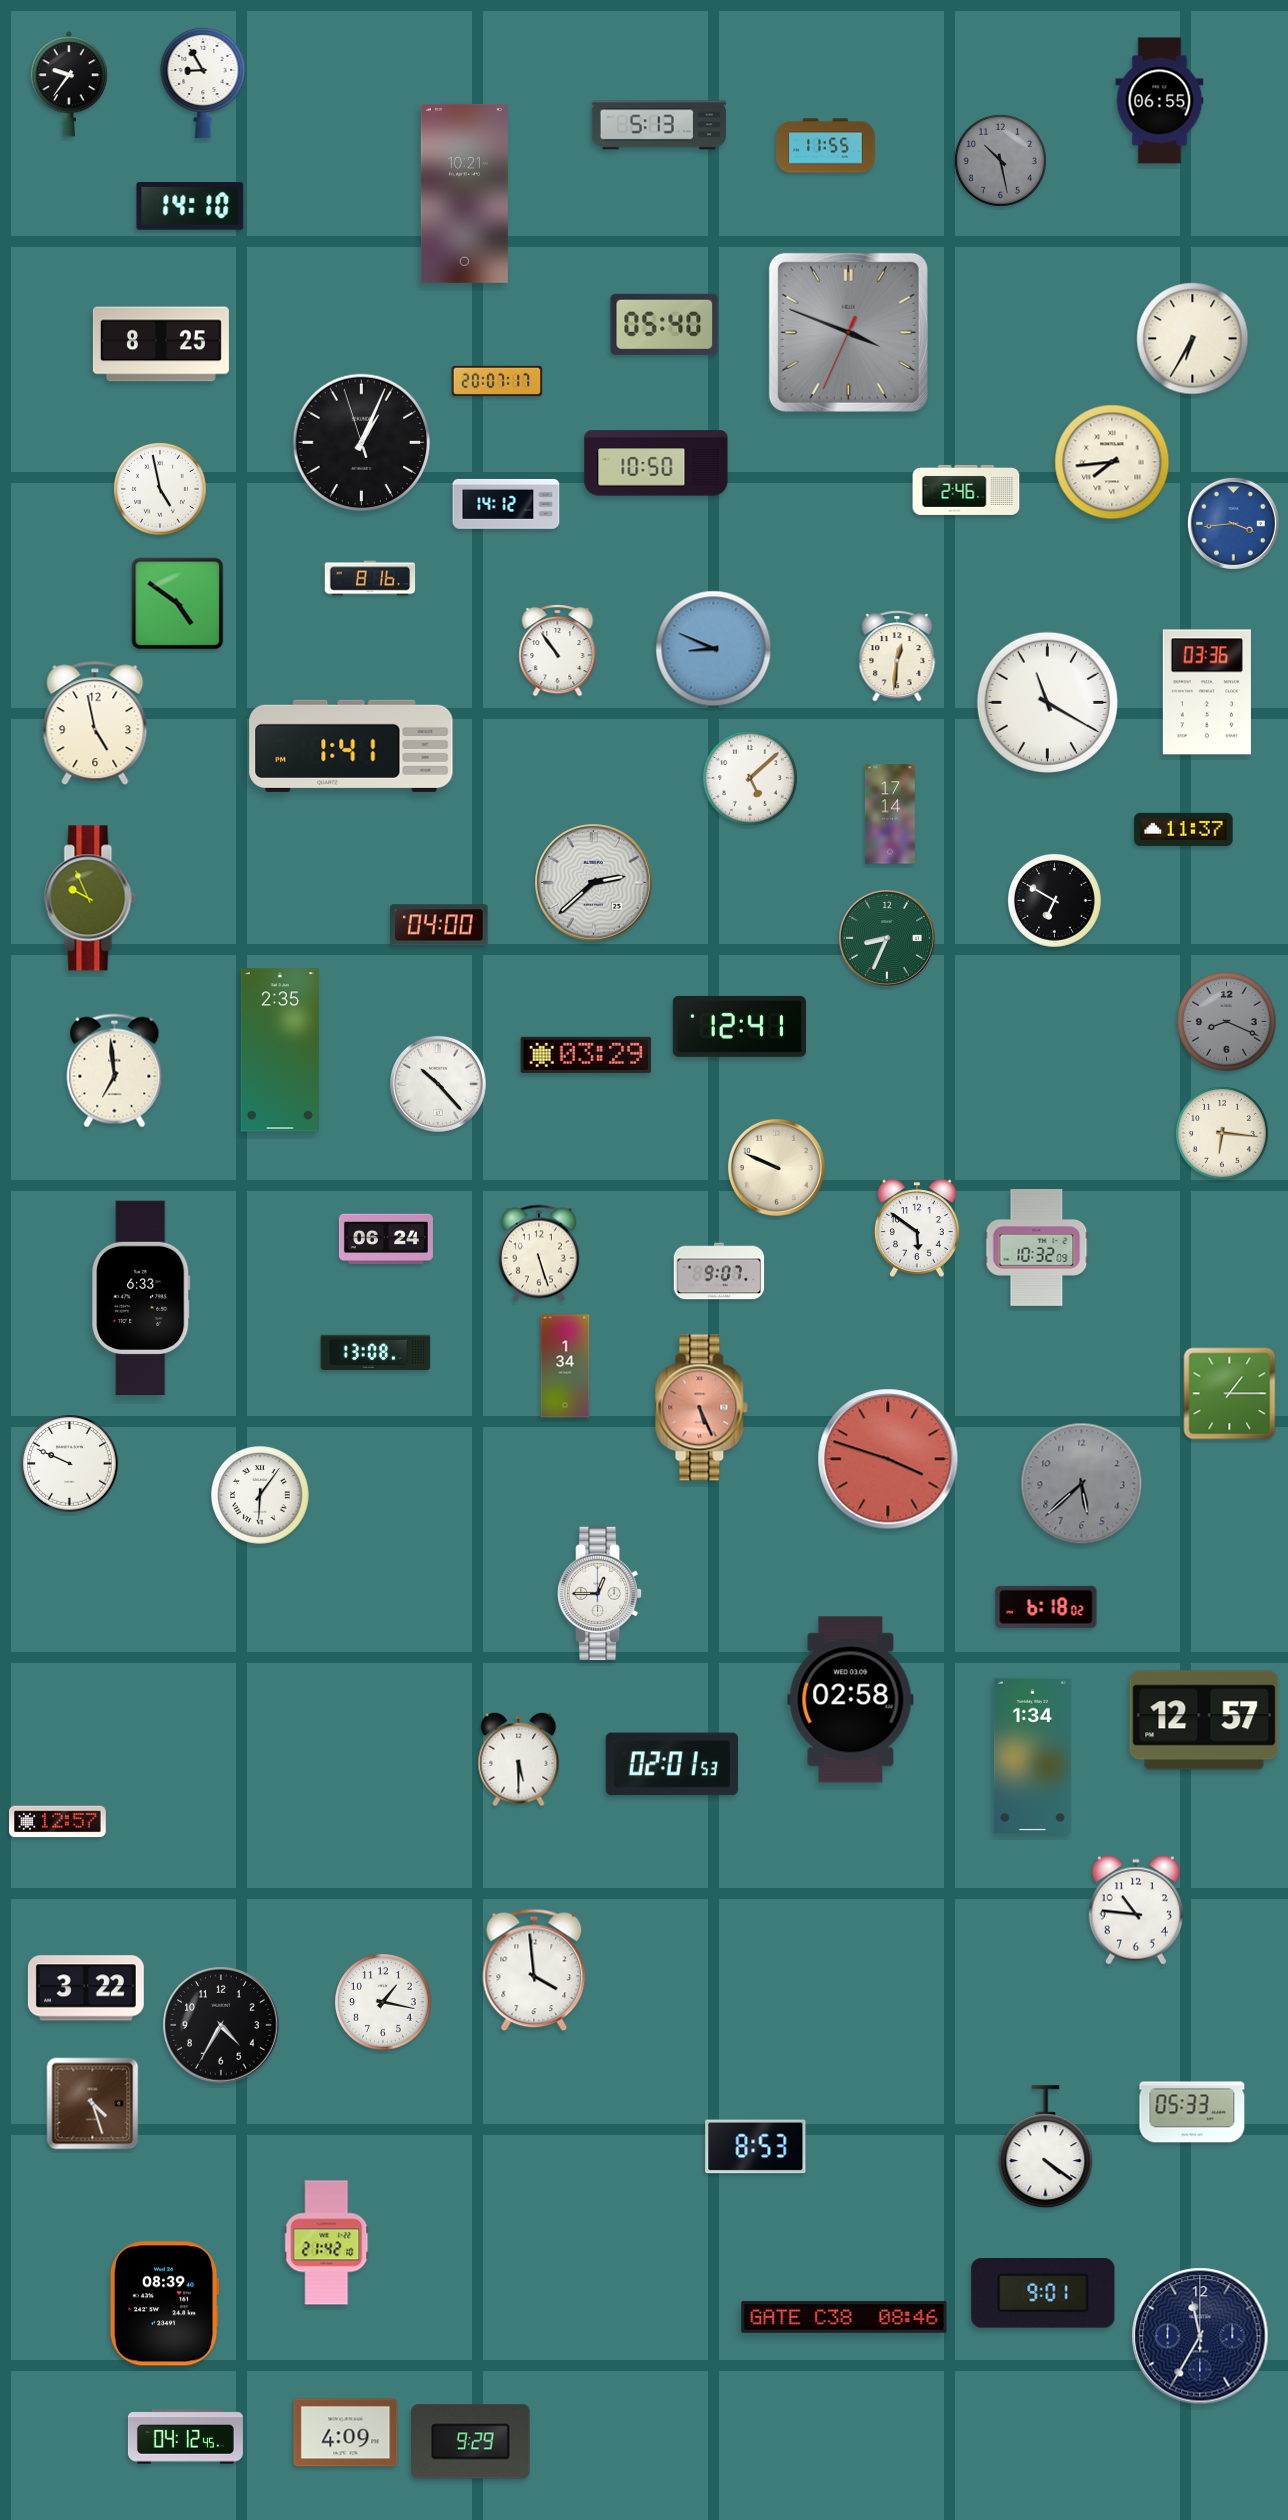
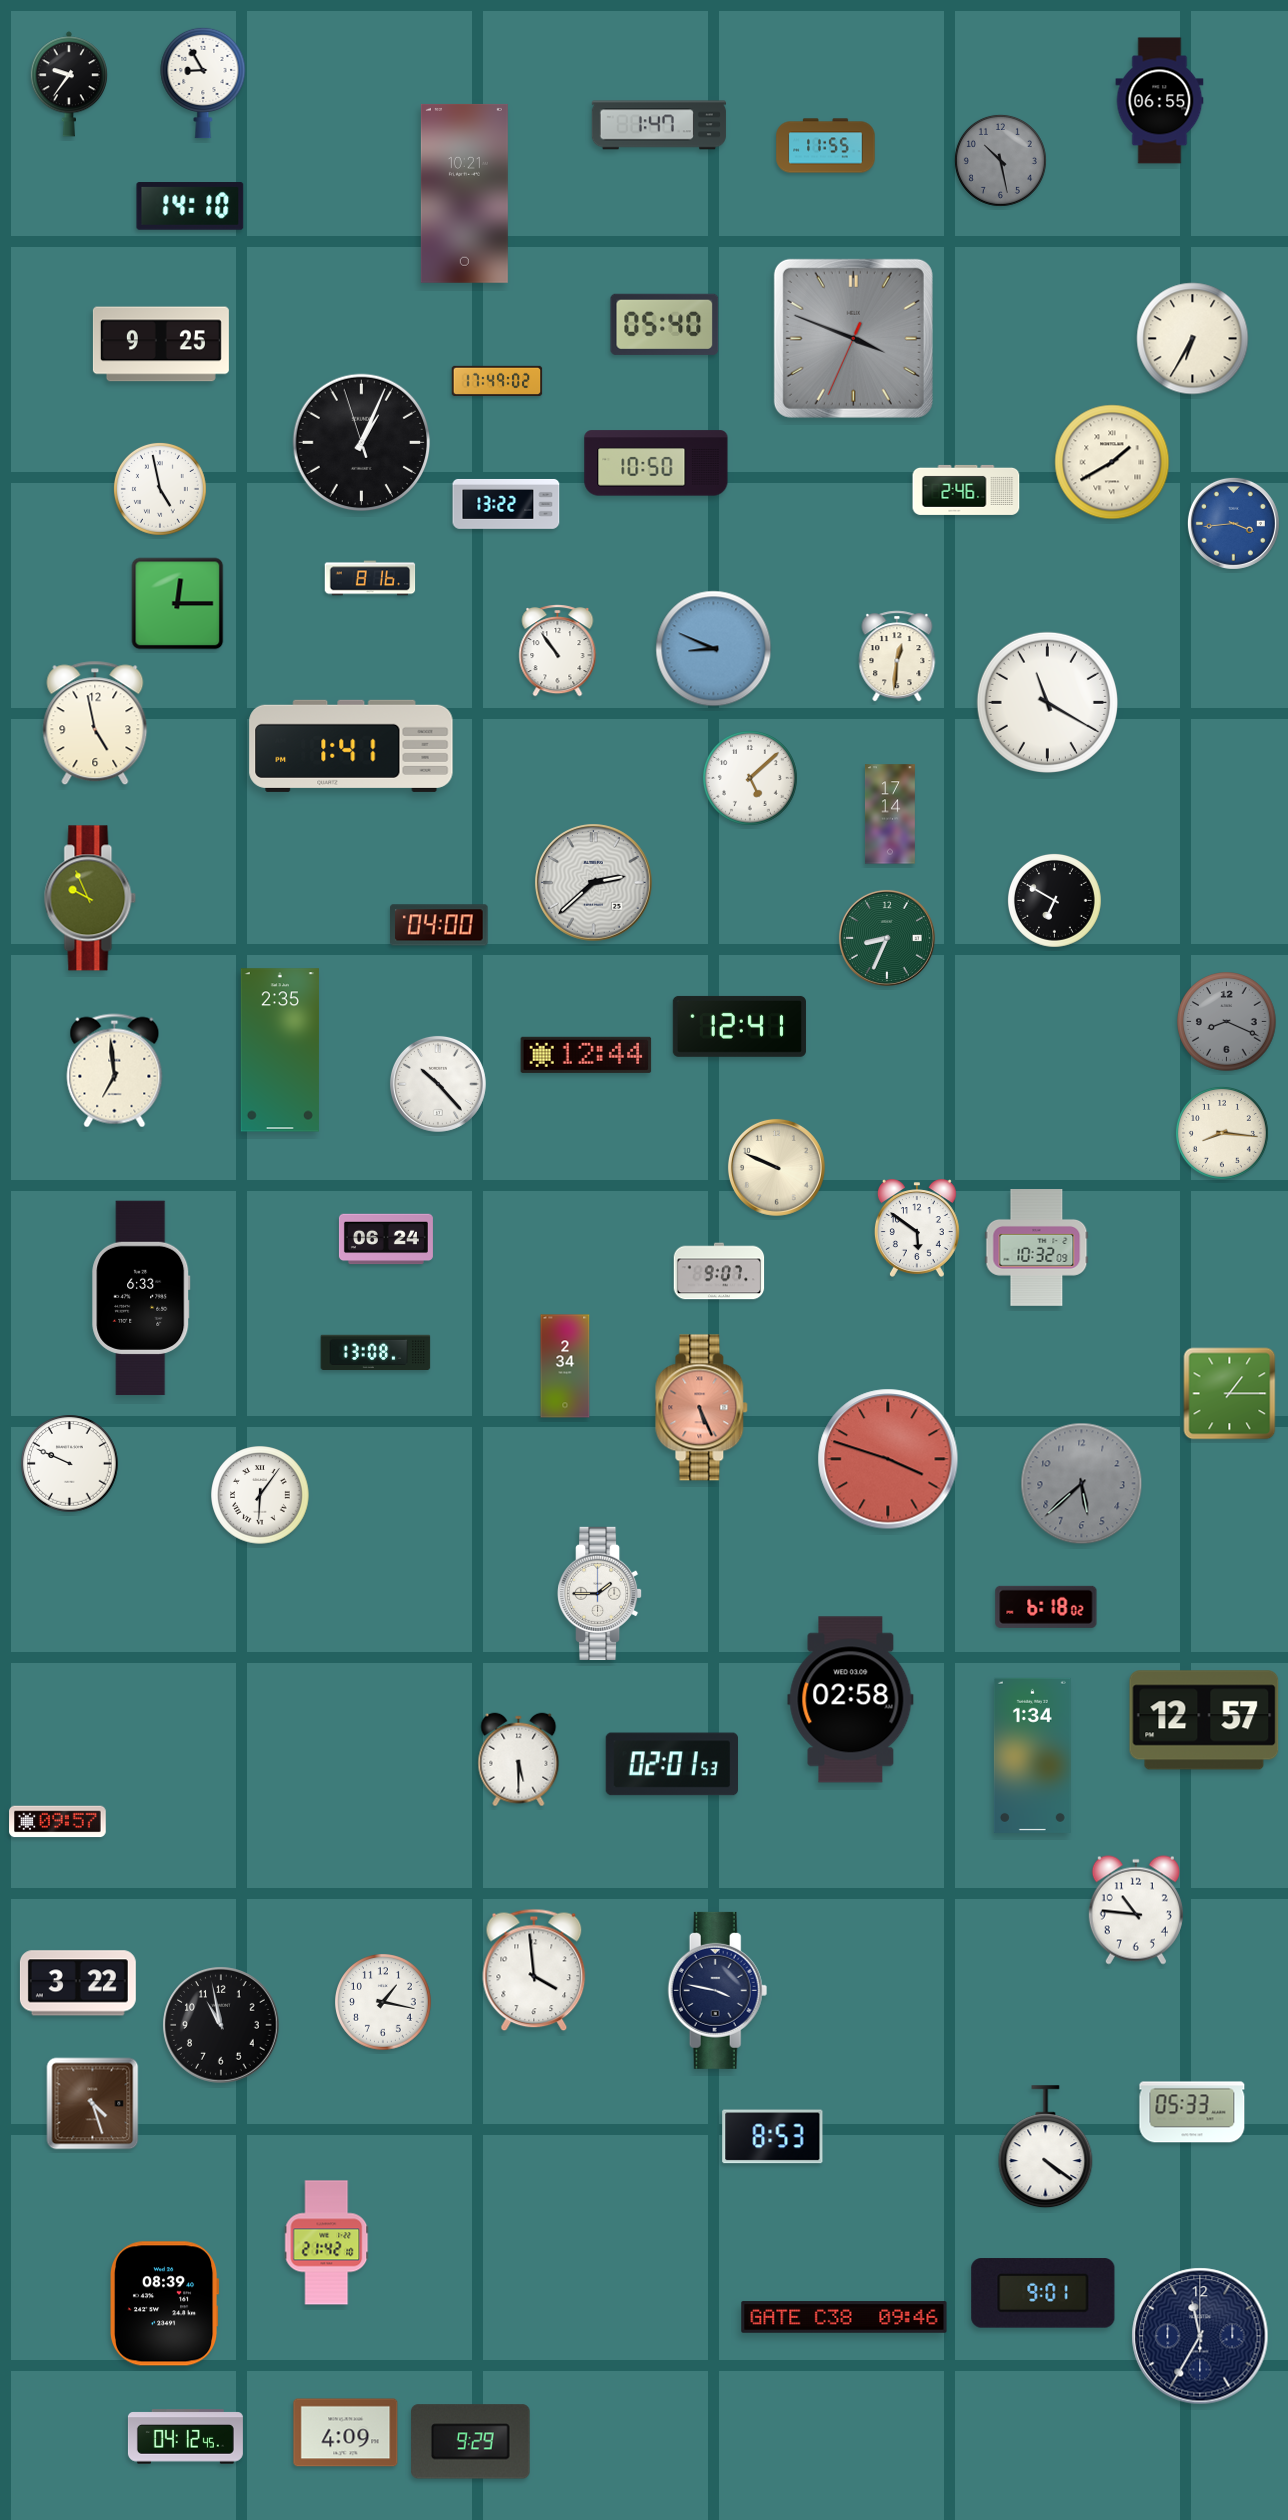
clock at (659, 125): 5:13 -> 1:47
clock at (848, 332) position: (848, 332) -> (853, 338)
clock at (161, 344): 8:25 -> 9:25
clock at (497, 380): 20:07 -> 17:49
clock at (1112, 462): 7:44 -> 1:40
clock at (506, 504): 14:12 -> 13:22
clock at (178, 604): 4:51 -> 12:15
clock at (1207, 692): 03:36 -> none
clock at (1184, 829): 11:37 -> none
clock at (586, 1055): 03:29 -> 12:44
clock at (1222, 1133): 6:16 -> 8:16
clock at (539, 1253): 5:27 -> none
clock at (565, 1366): 1:34 -> 2:34
clock at (601, 1593): 12:45 -> 1:45
clock at (58, 1822): 12:57 -> 09:57
clock at (86, 1988) position: (86, 1988) -> (78, 1983)
clock at (718, 1990): none -> 3:47
clock at (221, 2025): 4:35 -> 10:58
clock at (756, 2147) position: (756, 2147) -> (773, 2137)
clock at (844, 2317): 08:46 -> 09:46
